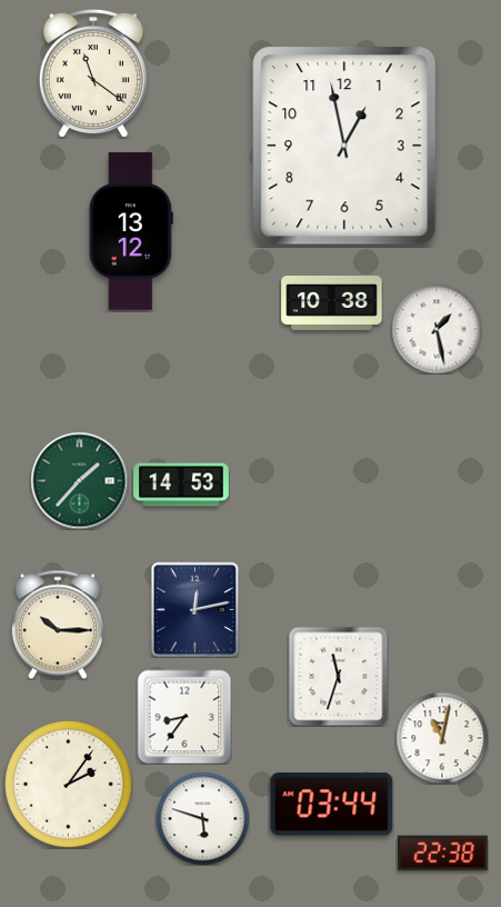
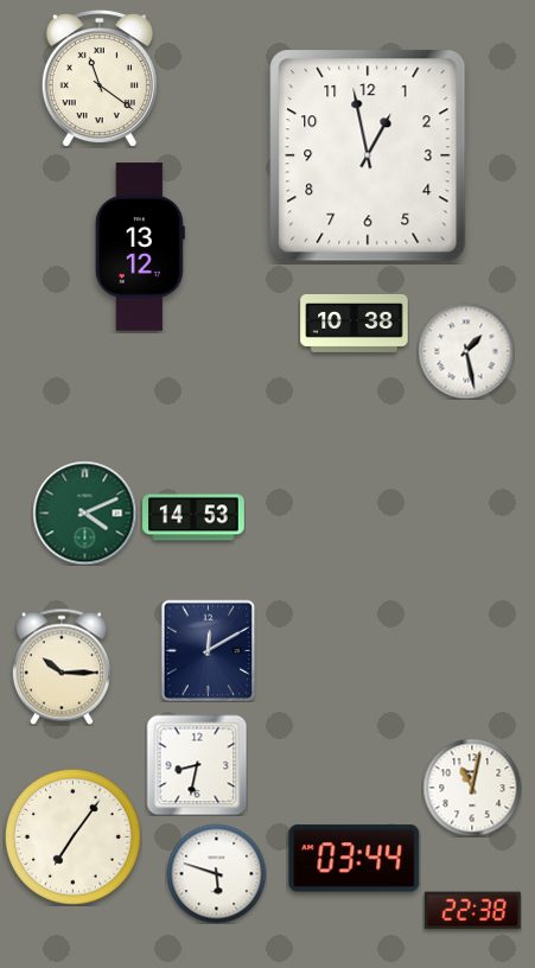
clock at (79, 480): 1:37 -> 4:11
clock at (196, 609): 12:13 -> 12:10
clock at (338, 676): 11:33 -> none
clock at (184, 717): 8:36 -> 8:32
clock at (68, 784): 2:06 -> 7:06
